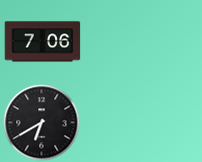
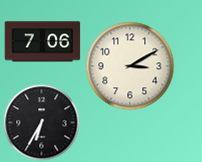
clock at (130, 66): none -> 3:10
clock at (42, 123): 6:40 -> 6:35
